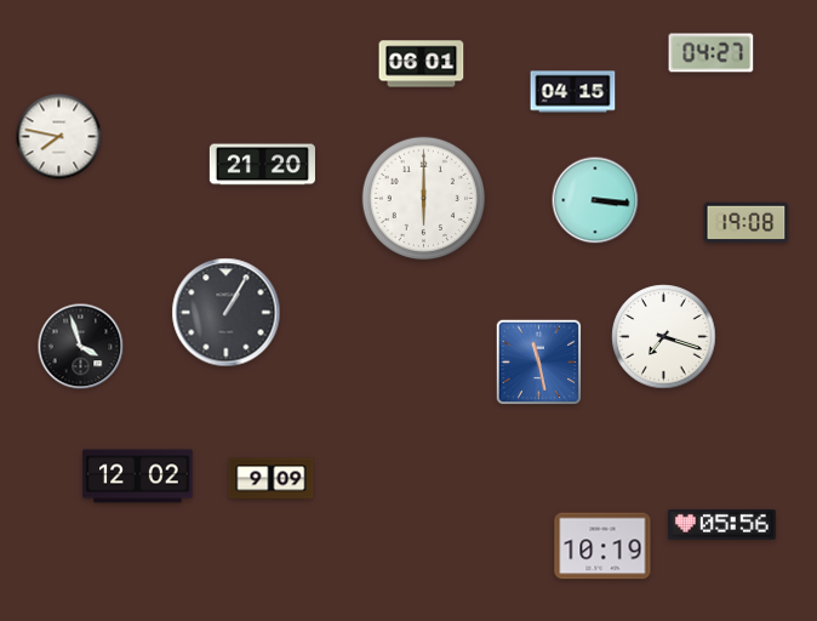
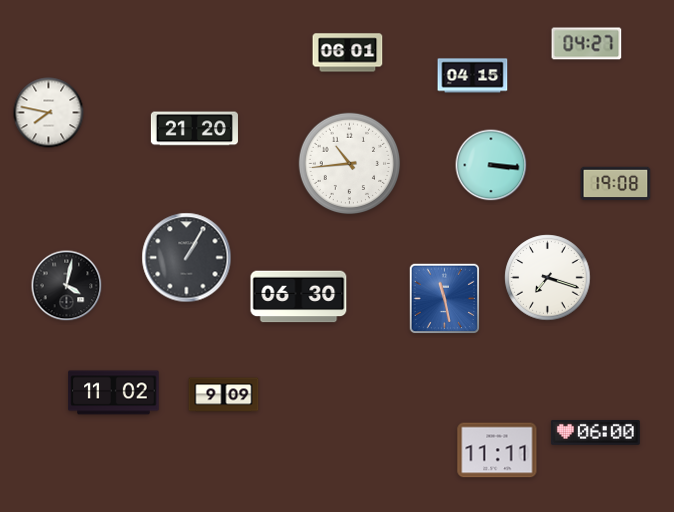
clock at (262, 165) position: (262, 165) -> (194, 129)
clock at (424, 199): 6:00 -> 10:44
clock at (81, 347): 3:57 -> 4:02
clock at (299, 297): none -> 06:30
clock at (138, 477): 12:02 -> 11:02
clock at (722, 524): 05:56 -> 06:00
clock at (602, 546): 10:19 -> 11:11
